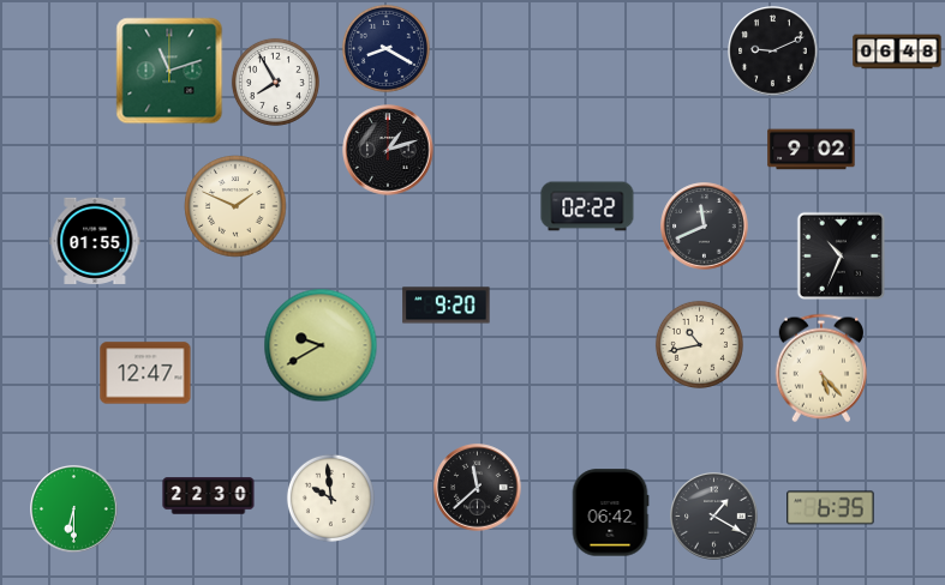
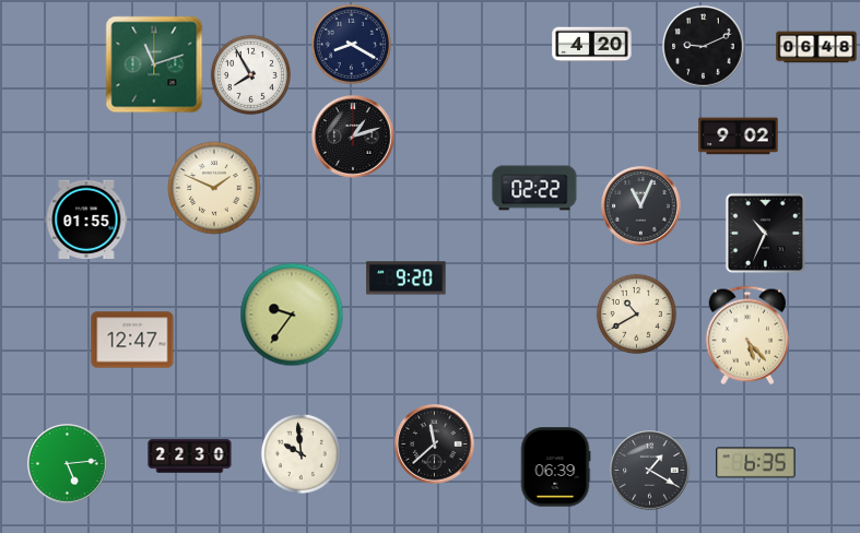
clock at (592, 45): none -> 4:20
clock at (705, 227): 11:41 -> 11:04
clock at (699, 344): 10:43 -> 10:40
clock at (321, 345): 9:40 -> 9:36
clock at (209, 496) position: (209, 496) -> (190, 457)
clock at (74, 509): 6:30 -> 5:14
clock at (610, 513): 06:42 -> 06:39
